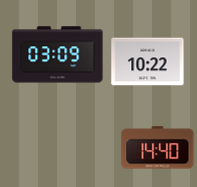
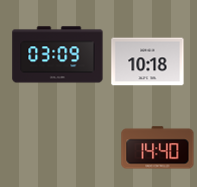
clock at (148, 62): 10:22 -> 10:18
